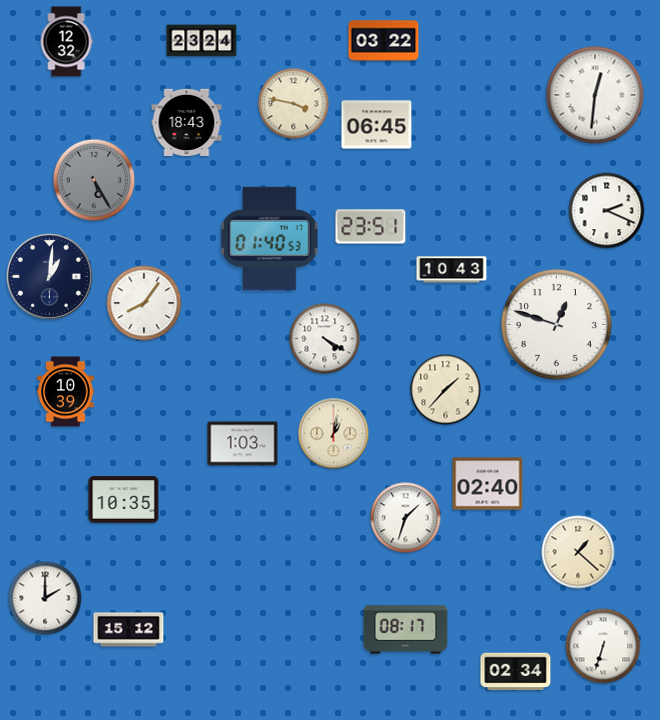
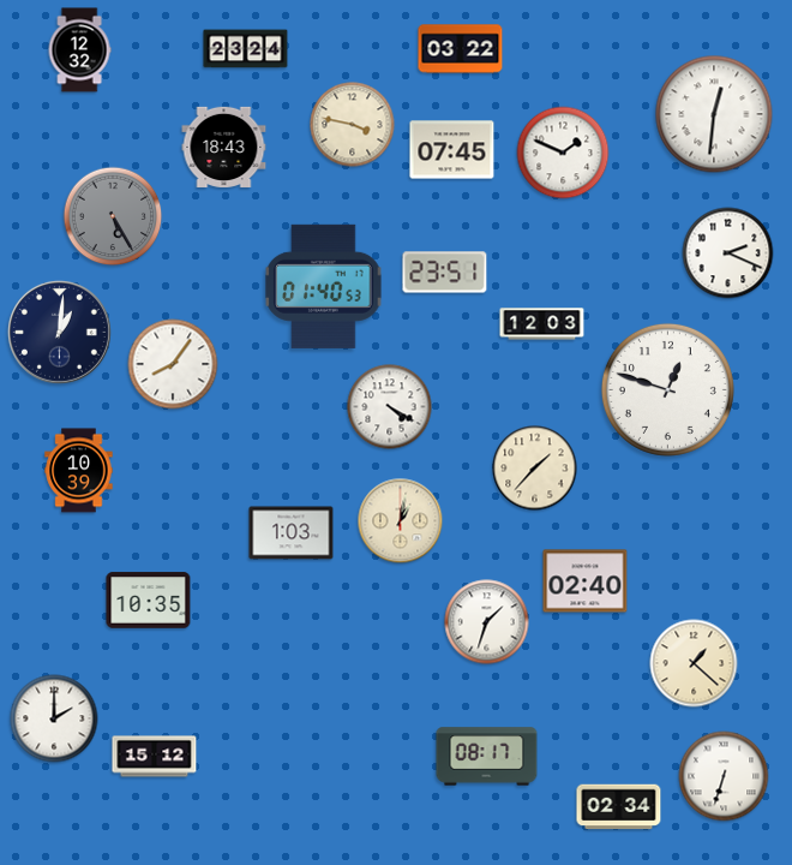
clock at (202, 41) position: (202, 41) -> (246, 49)
clock at (377, 125): 06:45 -> 07:45
clock at (563, 153): none -> 1:49
clock at (452, 270): 10:43 -> 12:03
